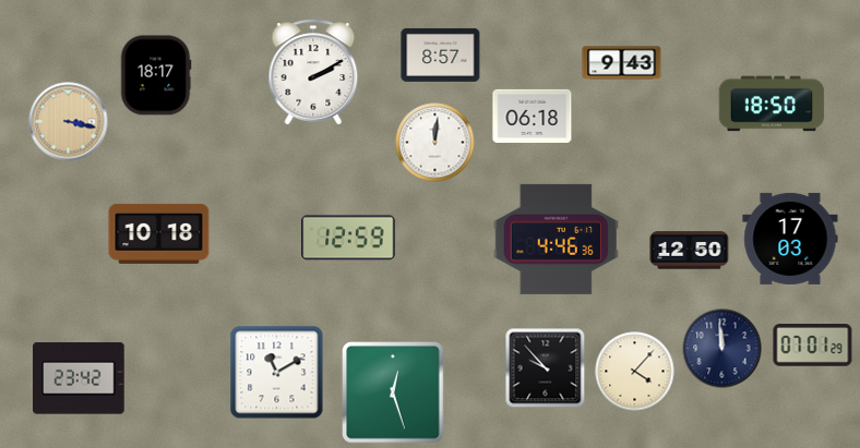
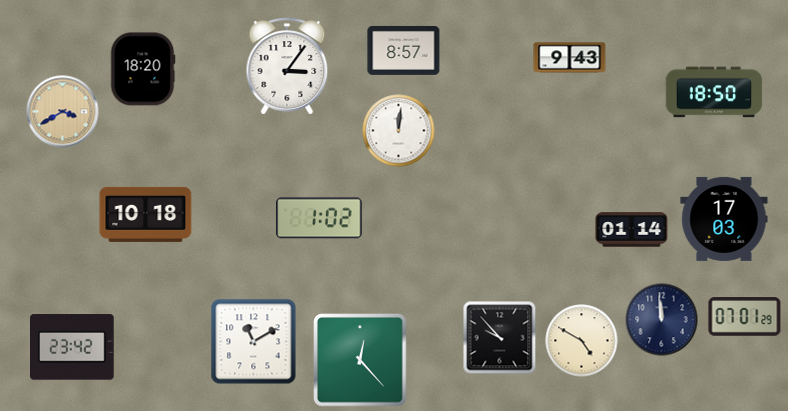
clock at (313, 72): 2:10 -> 3:06
clock at (156, 75): 18:17 -> 18:20
clock at (772, 104) position: (772, 104) -> (714, 92)
clock at (533, 116): 06:18 -> none
clock at (69, 122): 3:17 -> 3:40
clock at (348, 238): 12:59 -> 1:02
clock at (556, 239): 4:46 -> none
clock at (690, 251): 12:50 -> 01:14
clock at (635, 372): 4:07 -> 4:50
clock at (393, 392): 12:27 -> 12:23
